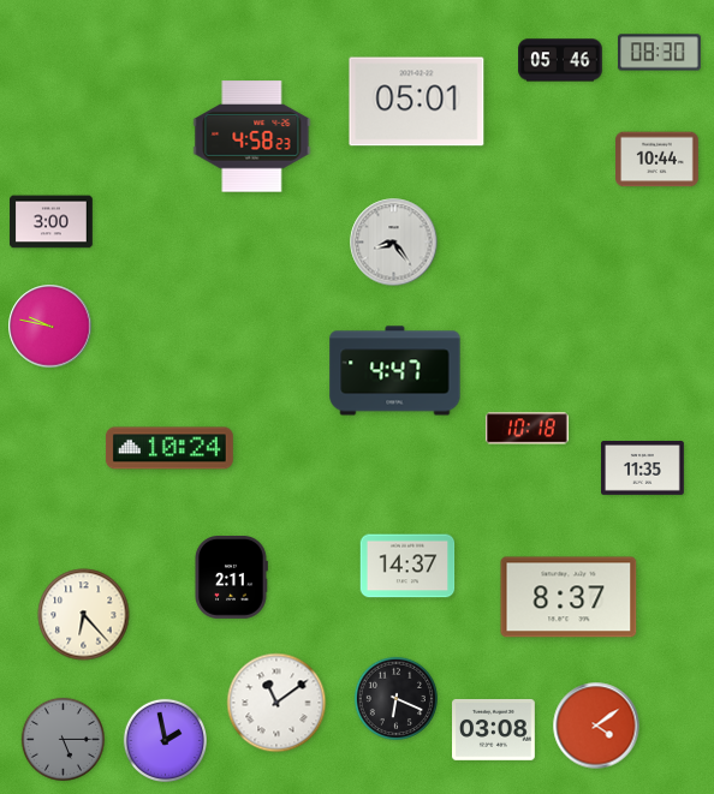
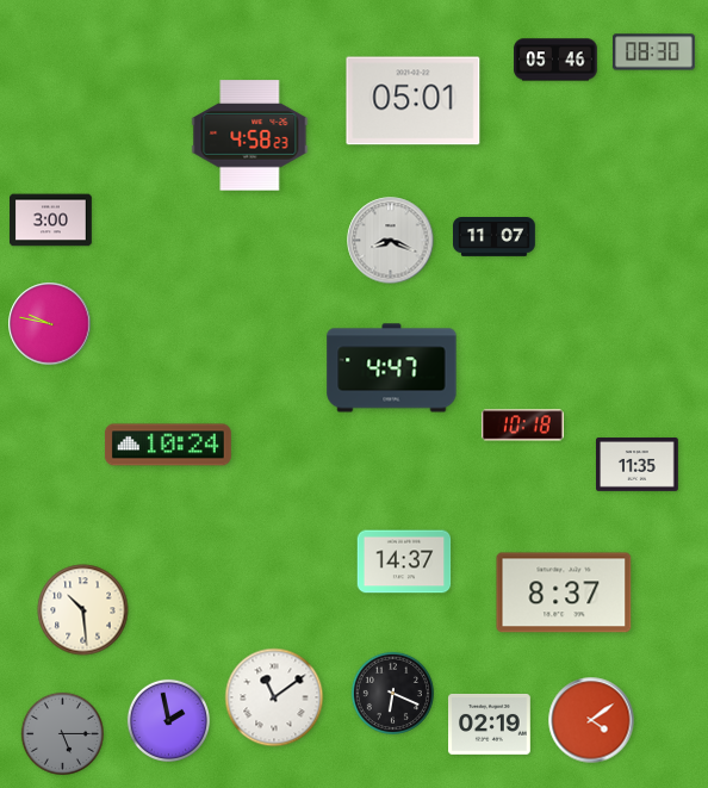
clock at (658, 160): 10:44 -> none
clock at (495, 237): none -> 11:07
clock at (394, 243): 8:24 -> 8:19
clock at (231, 578): 2:11 -> none
clock at (84, 615): 6:23 -> 10:29
clock at (494, 729): 03:08 -> 02:19
clock at (165, 740) position: (165, 740) -> (168, 720)
